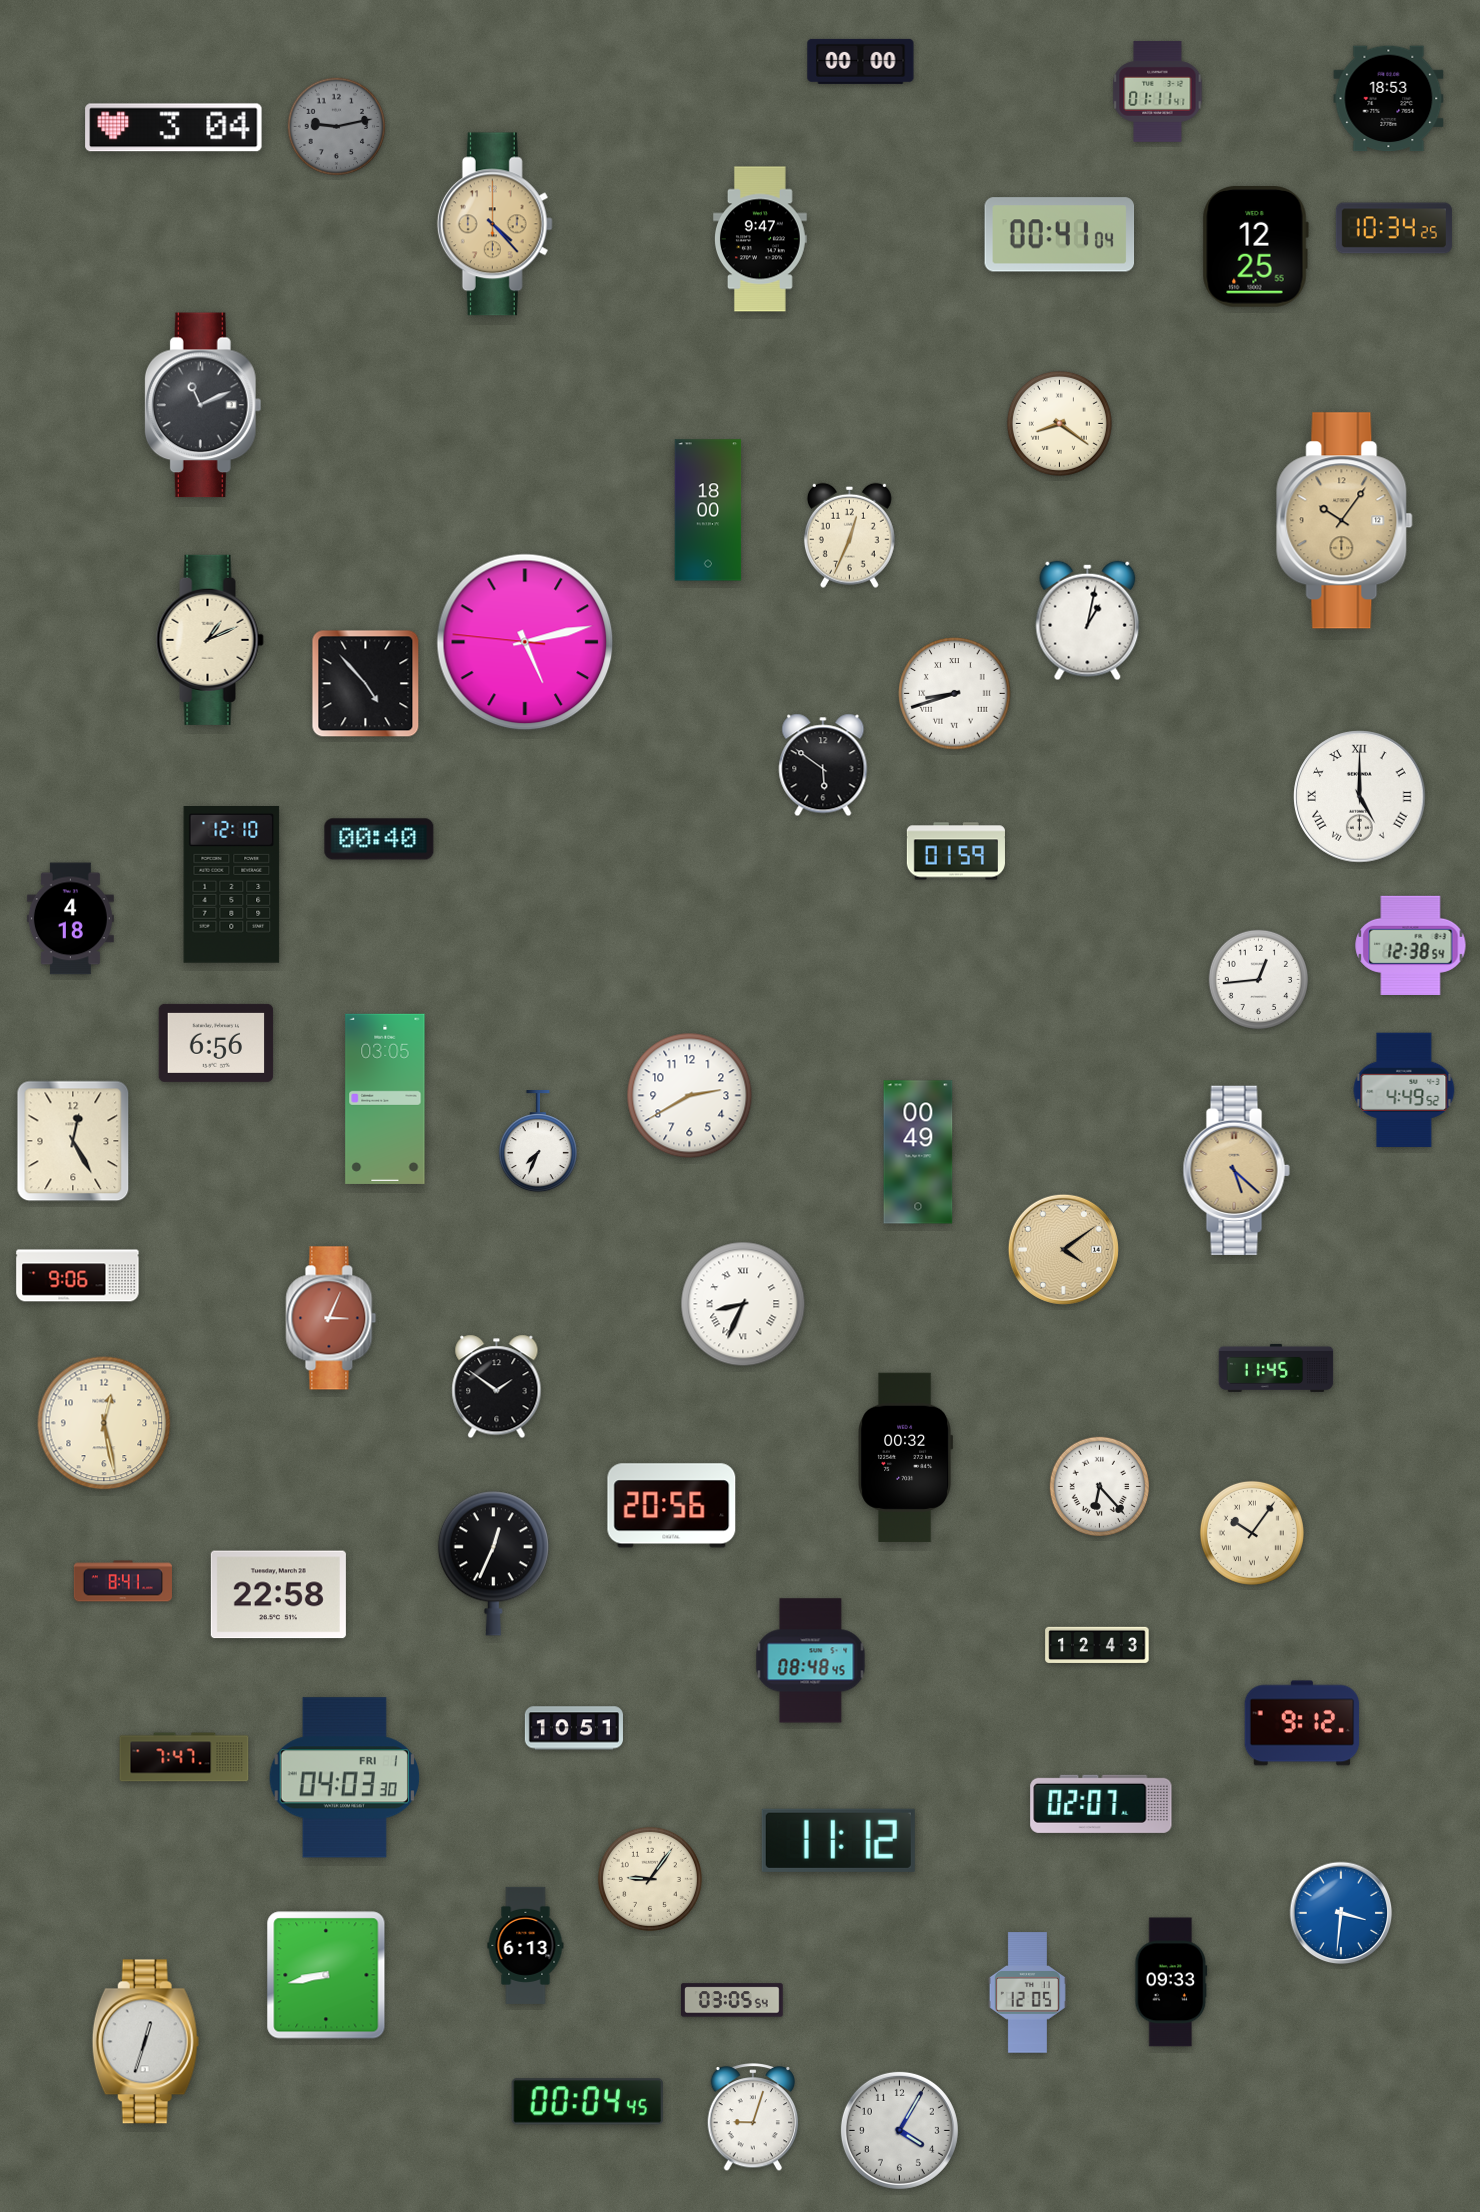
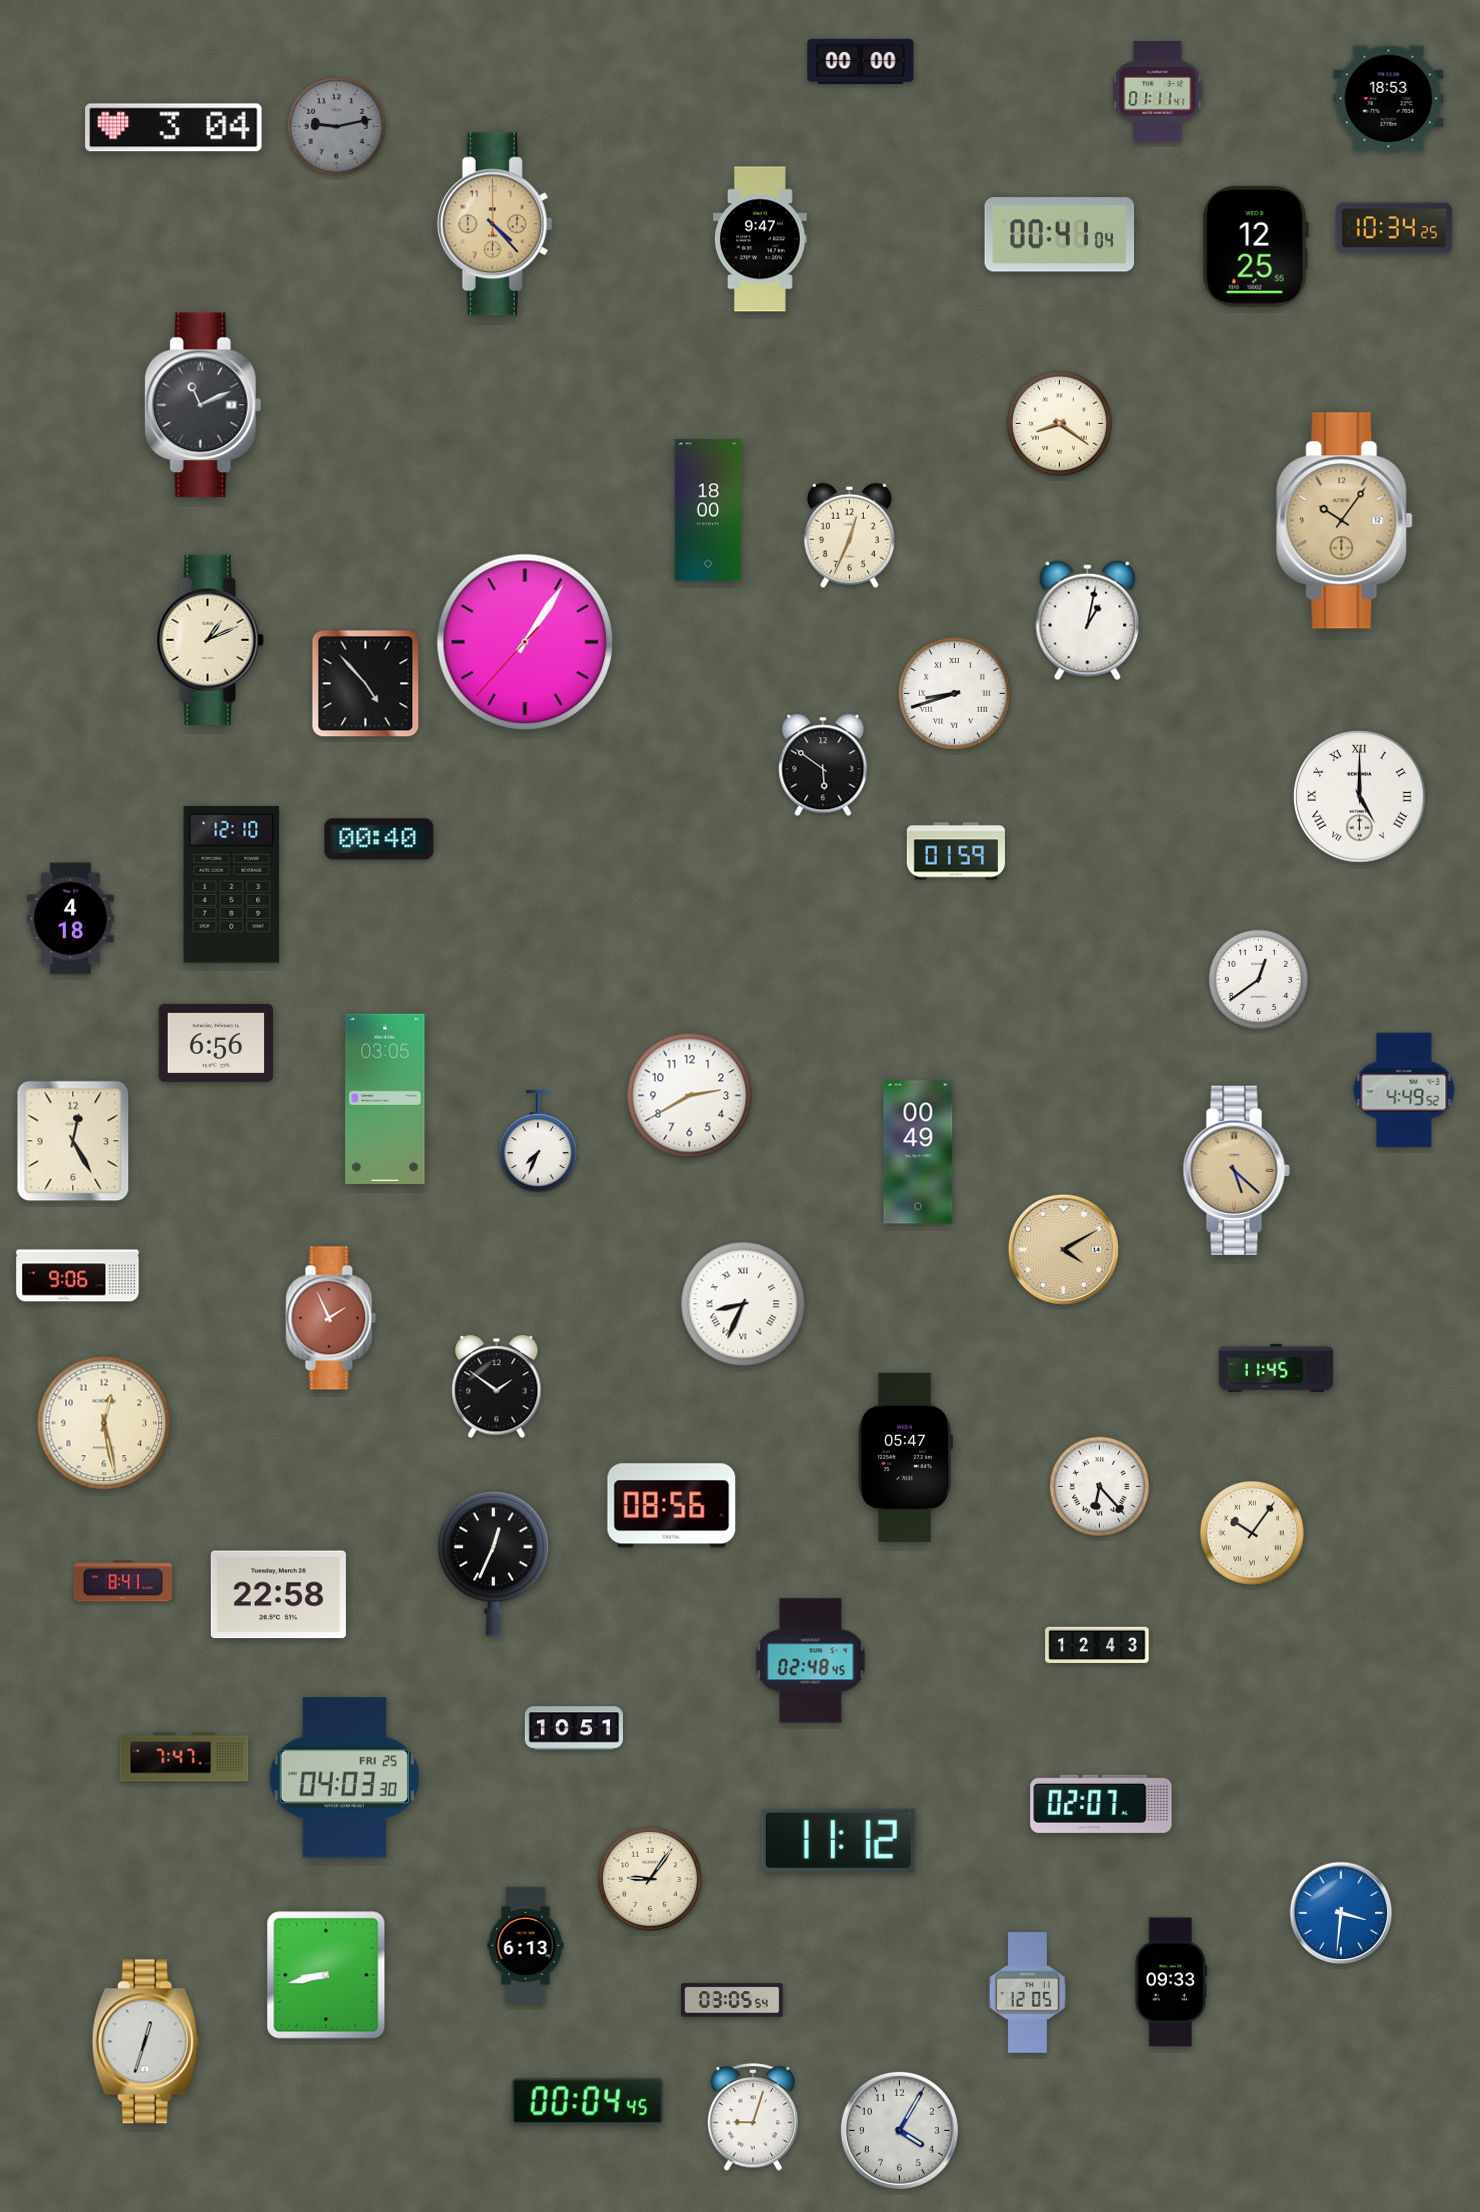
clock at (525, 642): 5:12 -> 1:05
clock at (1411, 945): 12:38 -> none
clock at (1258, 979): 12:44 -> 12:39
clock at (1063, 1249): 4:09 -> 4:10
clock at (331, 1318): 3:04 -> 1:56
clock at (906, 1457): 00:32 -> 05:47
clock at (672, 1506): 20:56 -> 08:56
clock at (811, 1661): 08:48 -> 02:48
clock at (1302, 1723): 9:12 -> none
clock at (344, 1778) date: FRI 1 -> FRI 25
